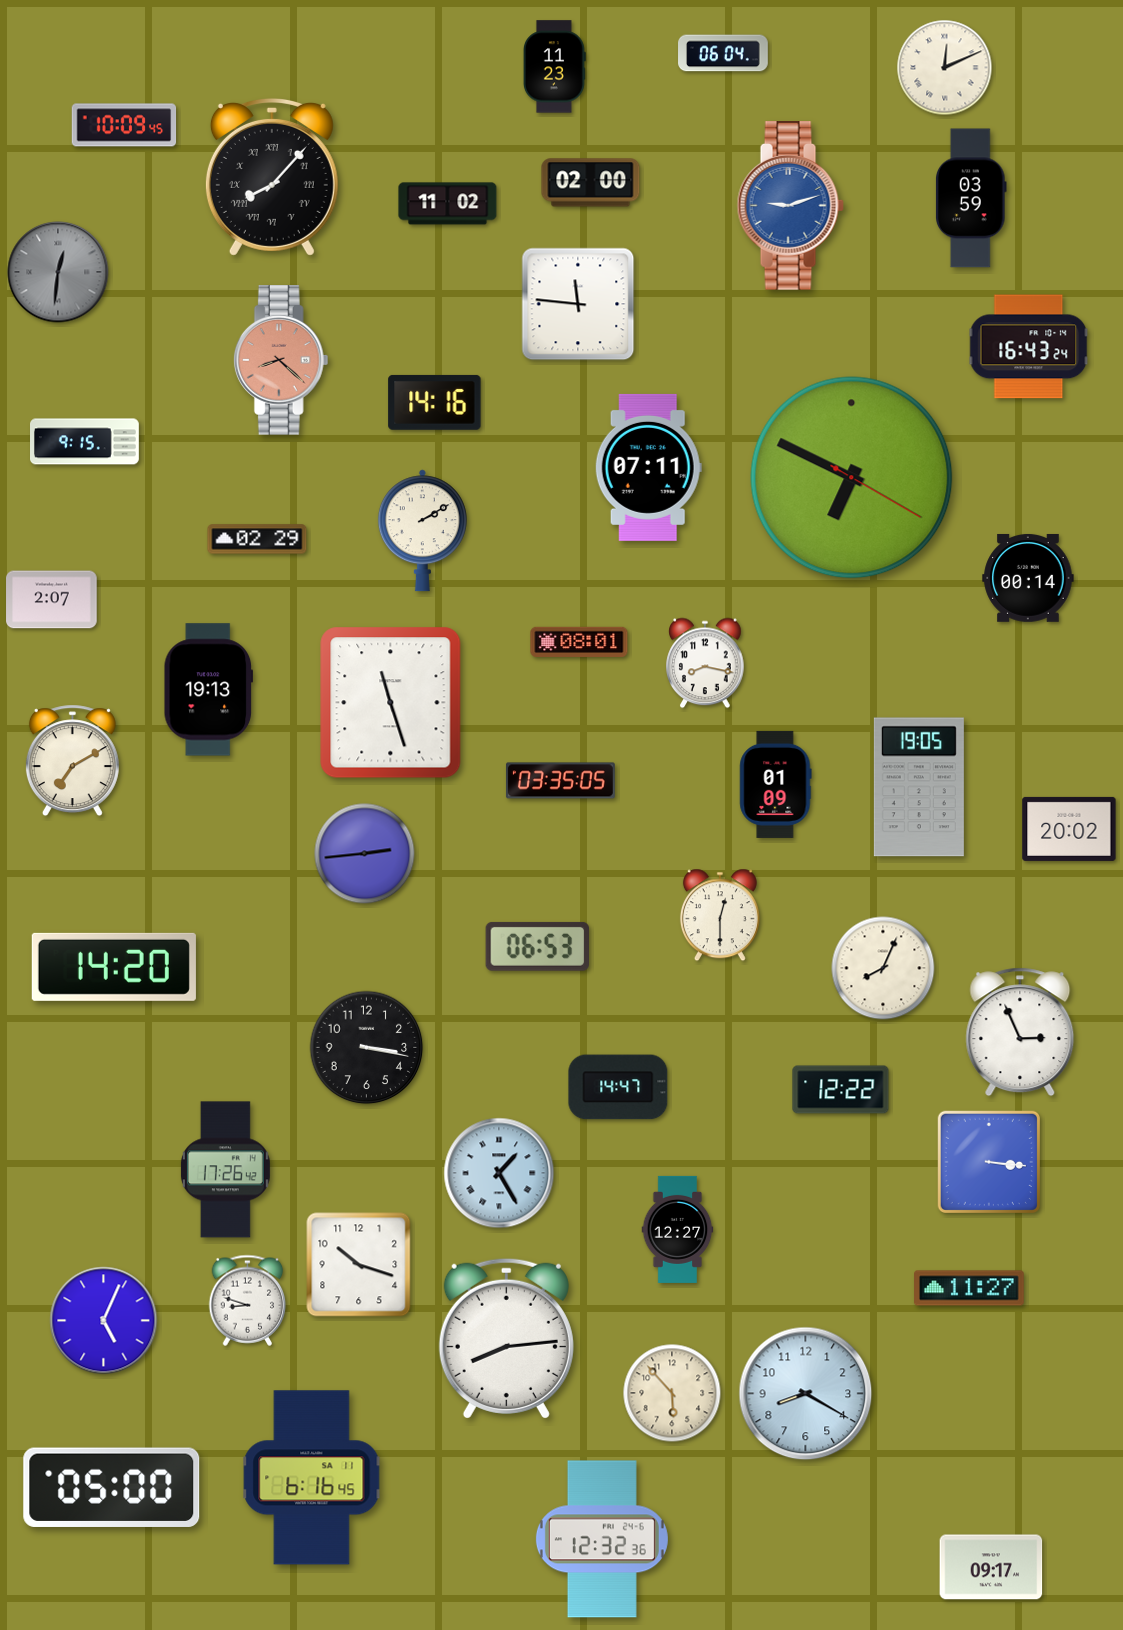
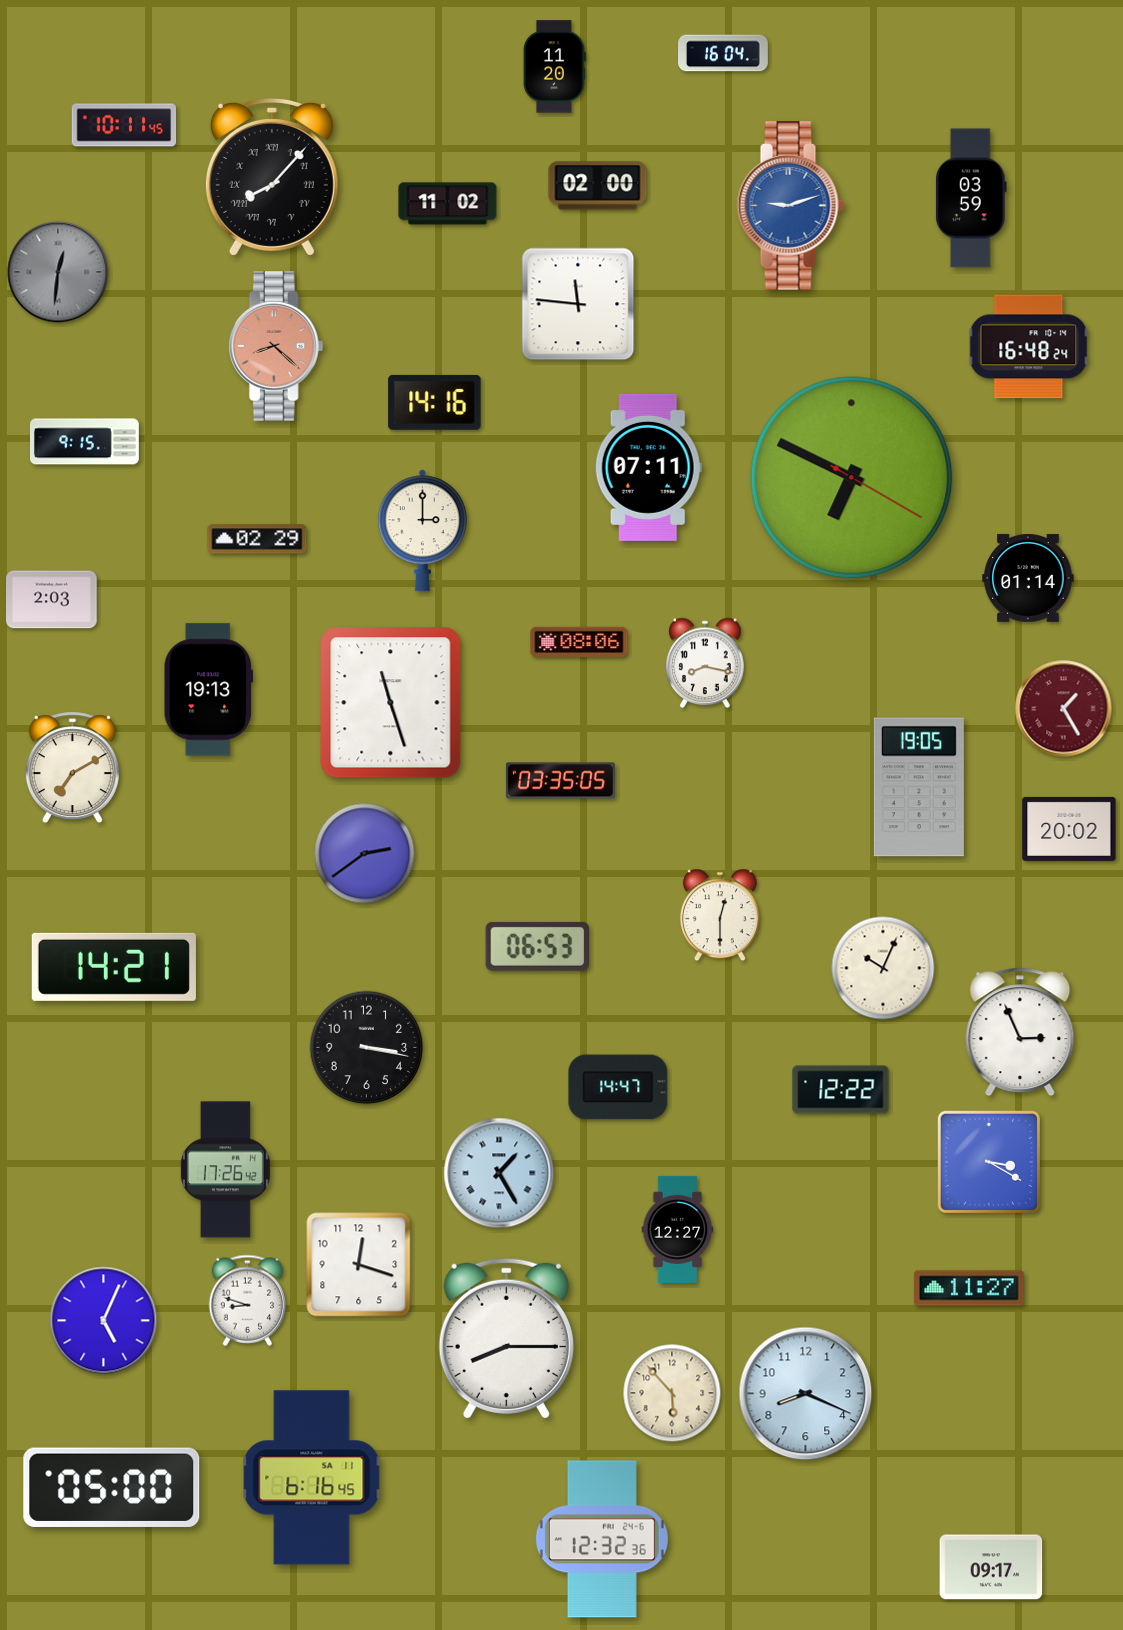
clock at (723, 53): 06:04 -> 16:04
clock at (554, 67): 11:23 -> 11:20
clock at (945, 68): 12:11 -> none
clock at (124, 125): 10:09 -> 10:11
clock at (591, 183) position: (591, 183) -> (598, 186)
clock at (1029, 347): 16:43 -> 16:48
clock at (281, 360) position: (281, 360) -> (276, 346)
clock at (422, 531): 2:10 -> 3:00
clock at (1028, 578): 00:14 -> 01:14
clock at (52, 600): 2:07 -> 2:03
clock at (579, 642): 08:01 -> 08:06
clock at (1064, 709): none -> 1:25
clock at (72, 761) position: (72, 761) -> (72, 768)
clock at (776, 784): 01:09 -> none
clock at (365, 854): 2:44 -> 2:39
clock at (114, 967): 14:20 -> 14:21
clock at (883, 968): 8:04 -> 10:04
clock at (989, 1162): 3:16 -> 3:20
clock at (359, 1265): 10:18 -> 12:18
clock at (506, 1338): 8:14 -> 8:15
clock at (806, 1394): 8:20 -> 8:19
